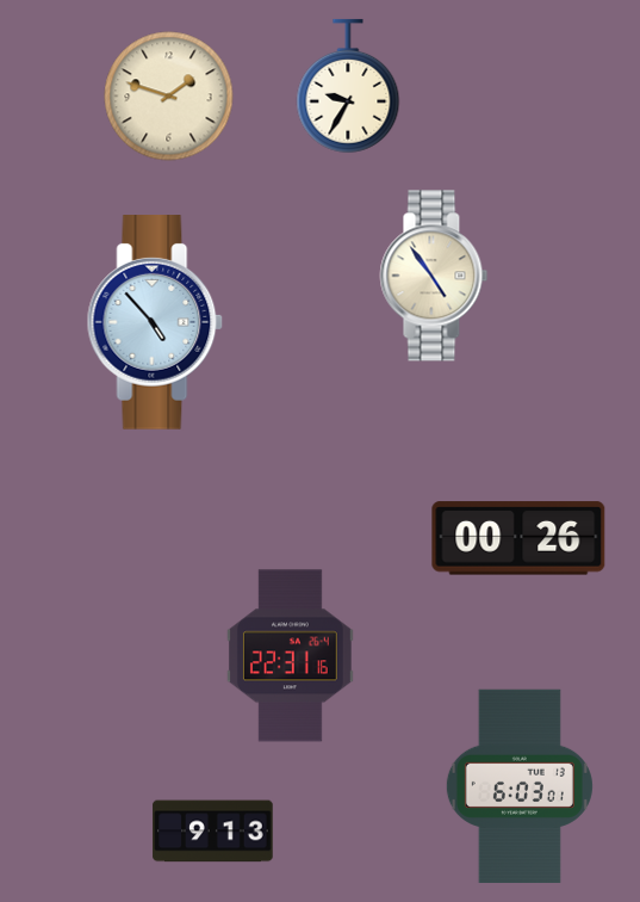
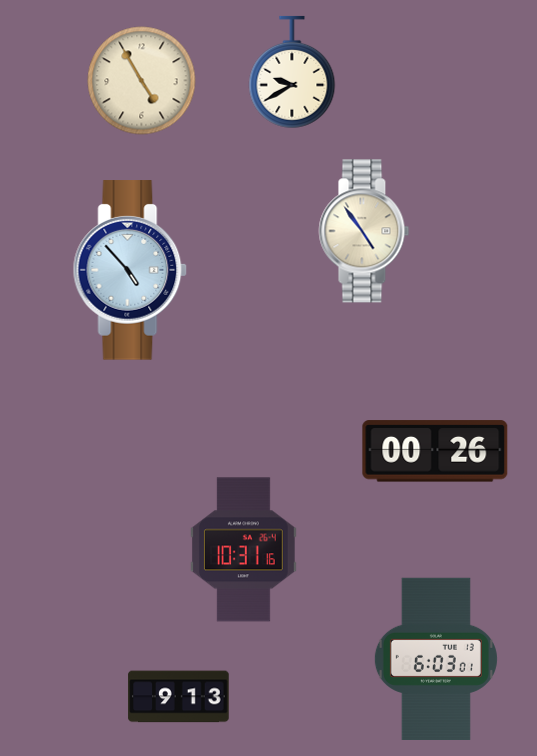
clock at (348, 86): 9:35 -> 9:40
clock at (169, 97): 1:48 -> 4:55
clock at (290, 656): 22:31 -> 10:31
